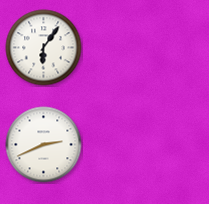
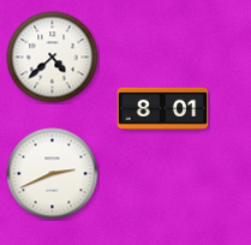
clock at (44, 48): 6:06 -> 4:38
clock at (163, 108): none -> 8:01
